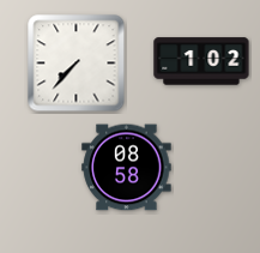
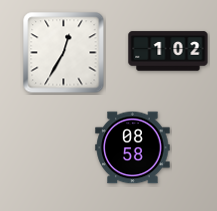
clock at (77, 64): 7:37 -> 12:35
clock at (127, 168) position: (127, 168) -> (133, 148)
